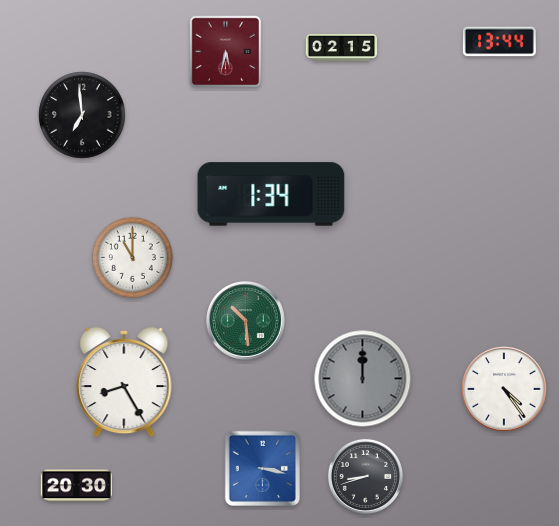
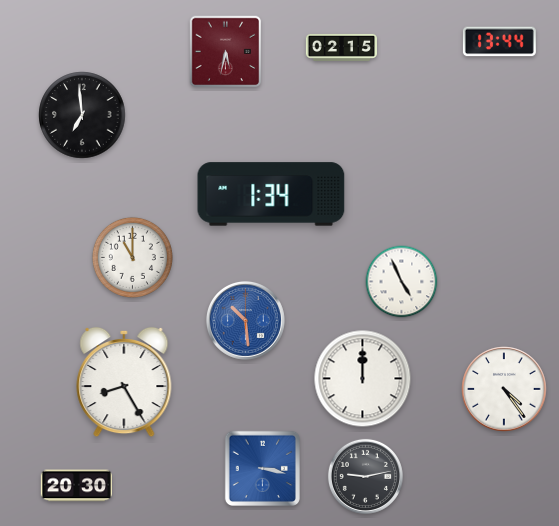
clock at (402, 282): none -> 4:56
clock at (245, 320) dial: green -> blue
clock at (363, 379) dial: grey -> white
clock at (365, 476): 8:42 -> 9:13
